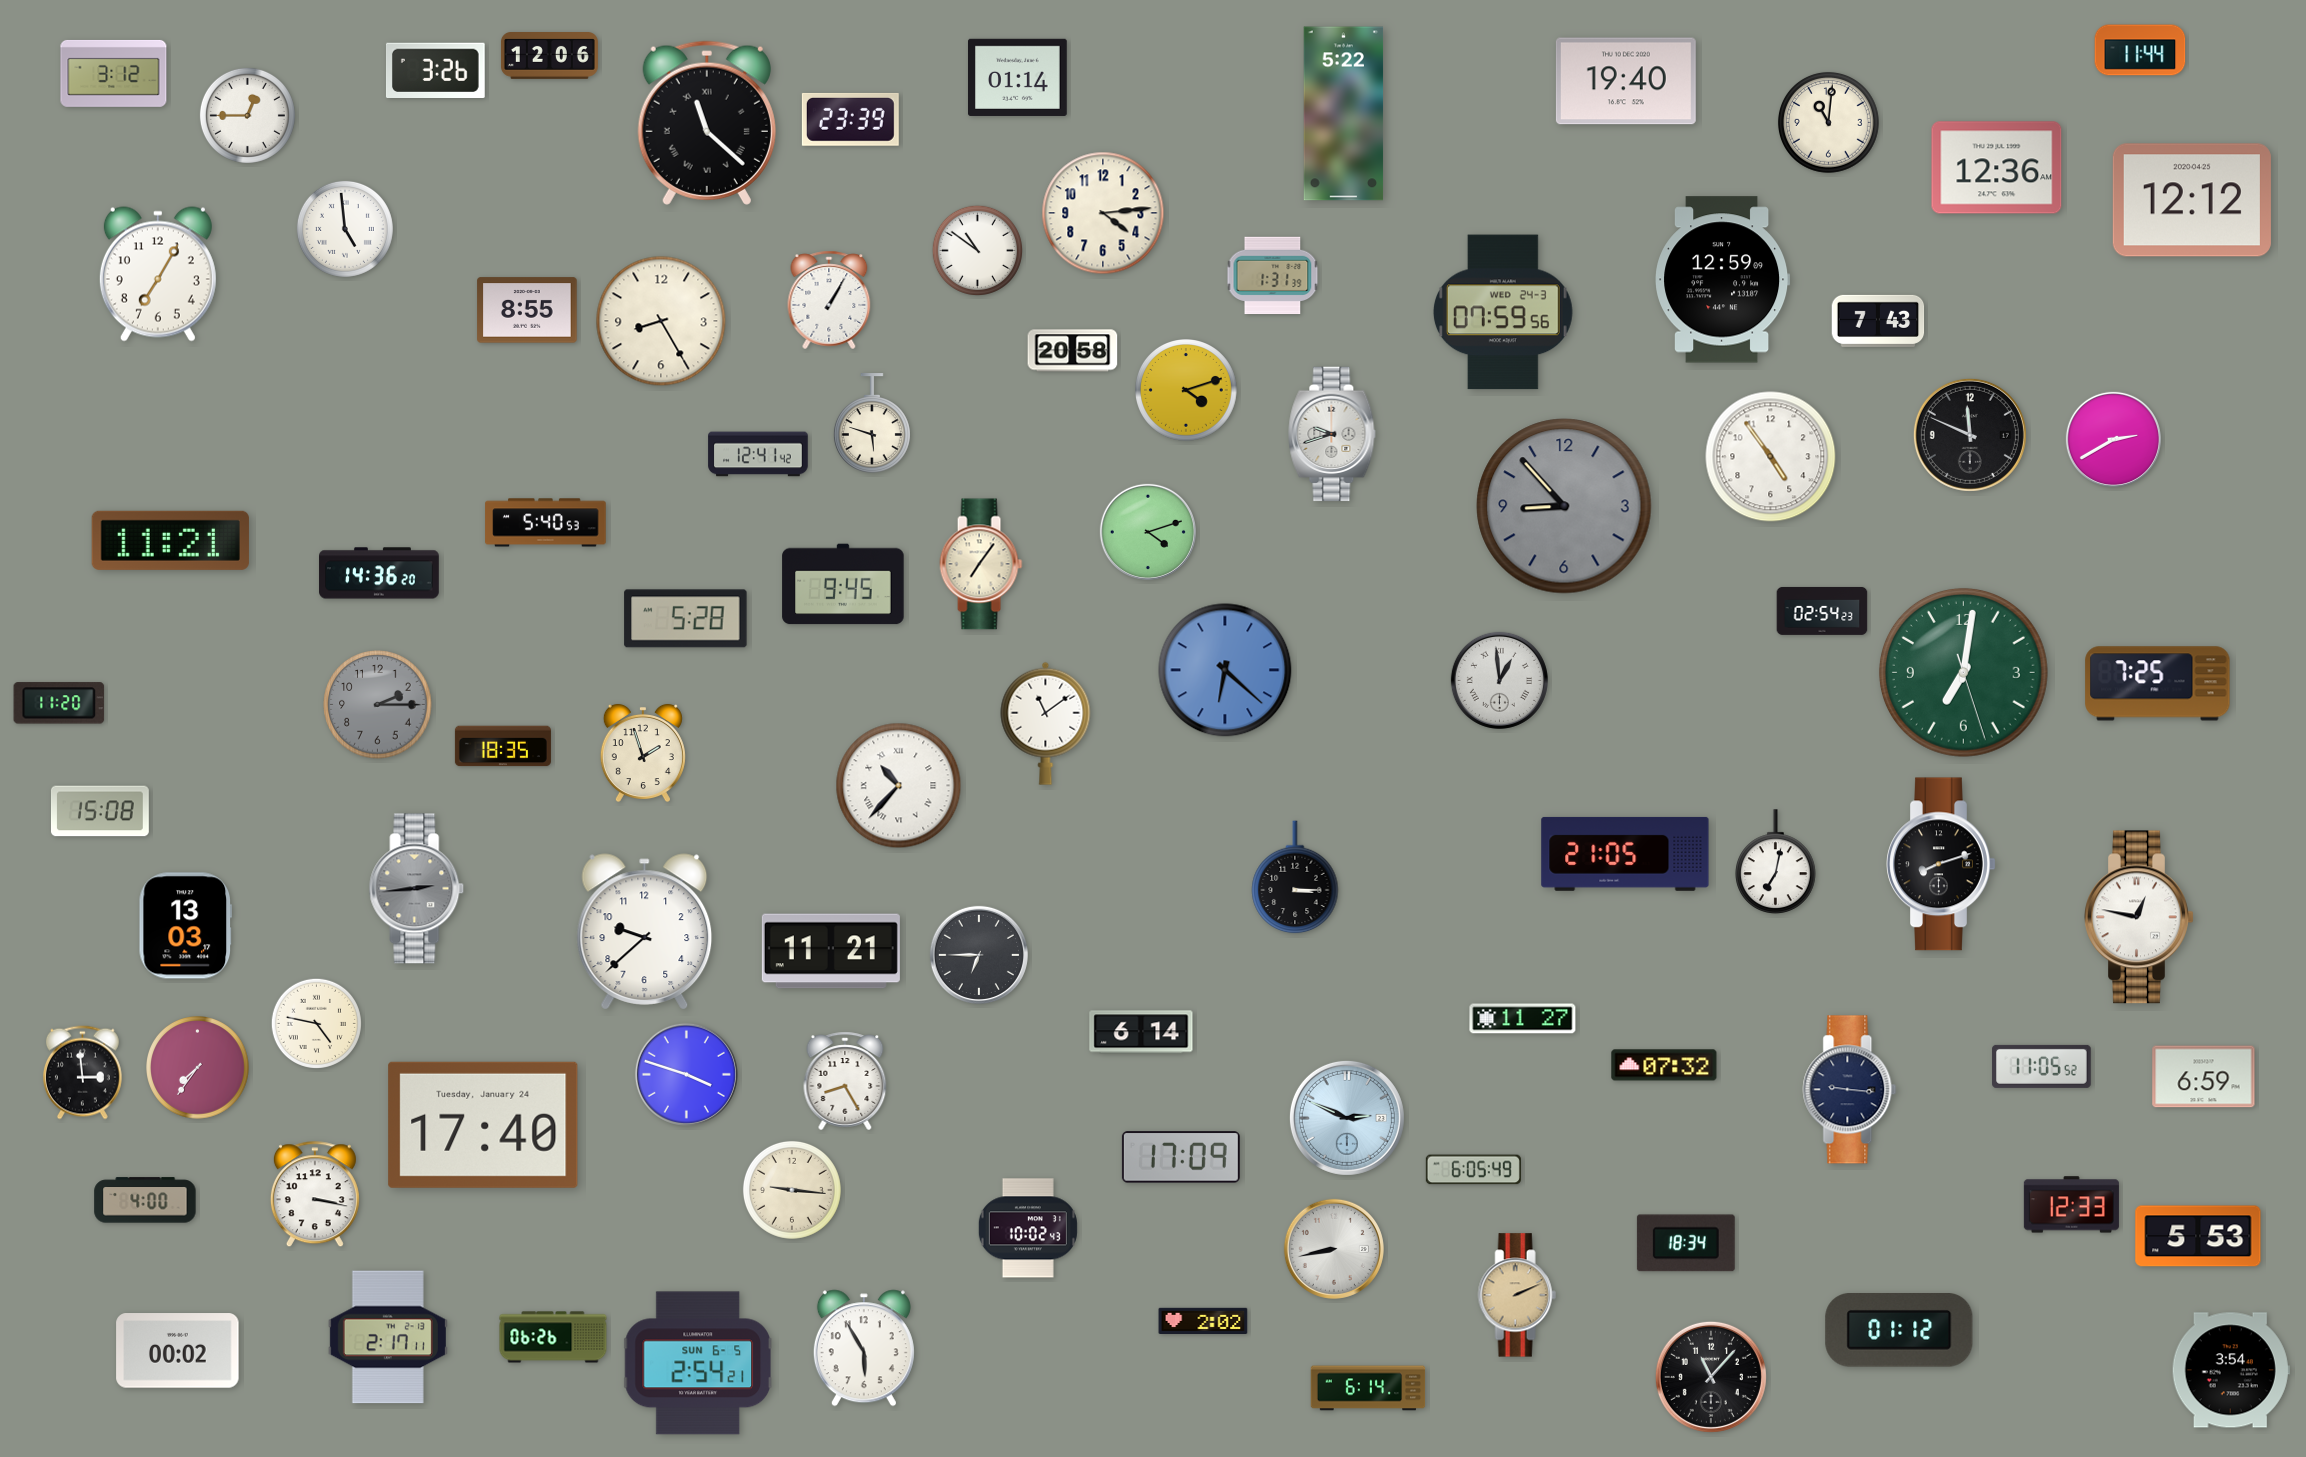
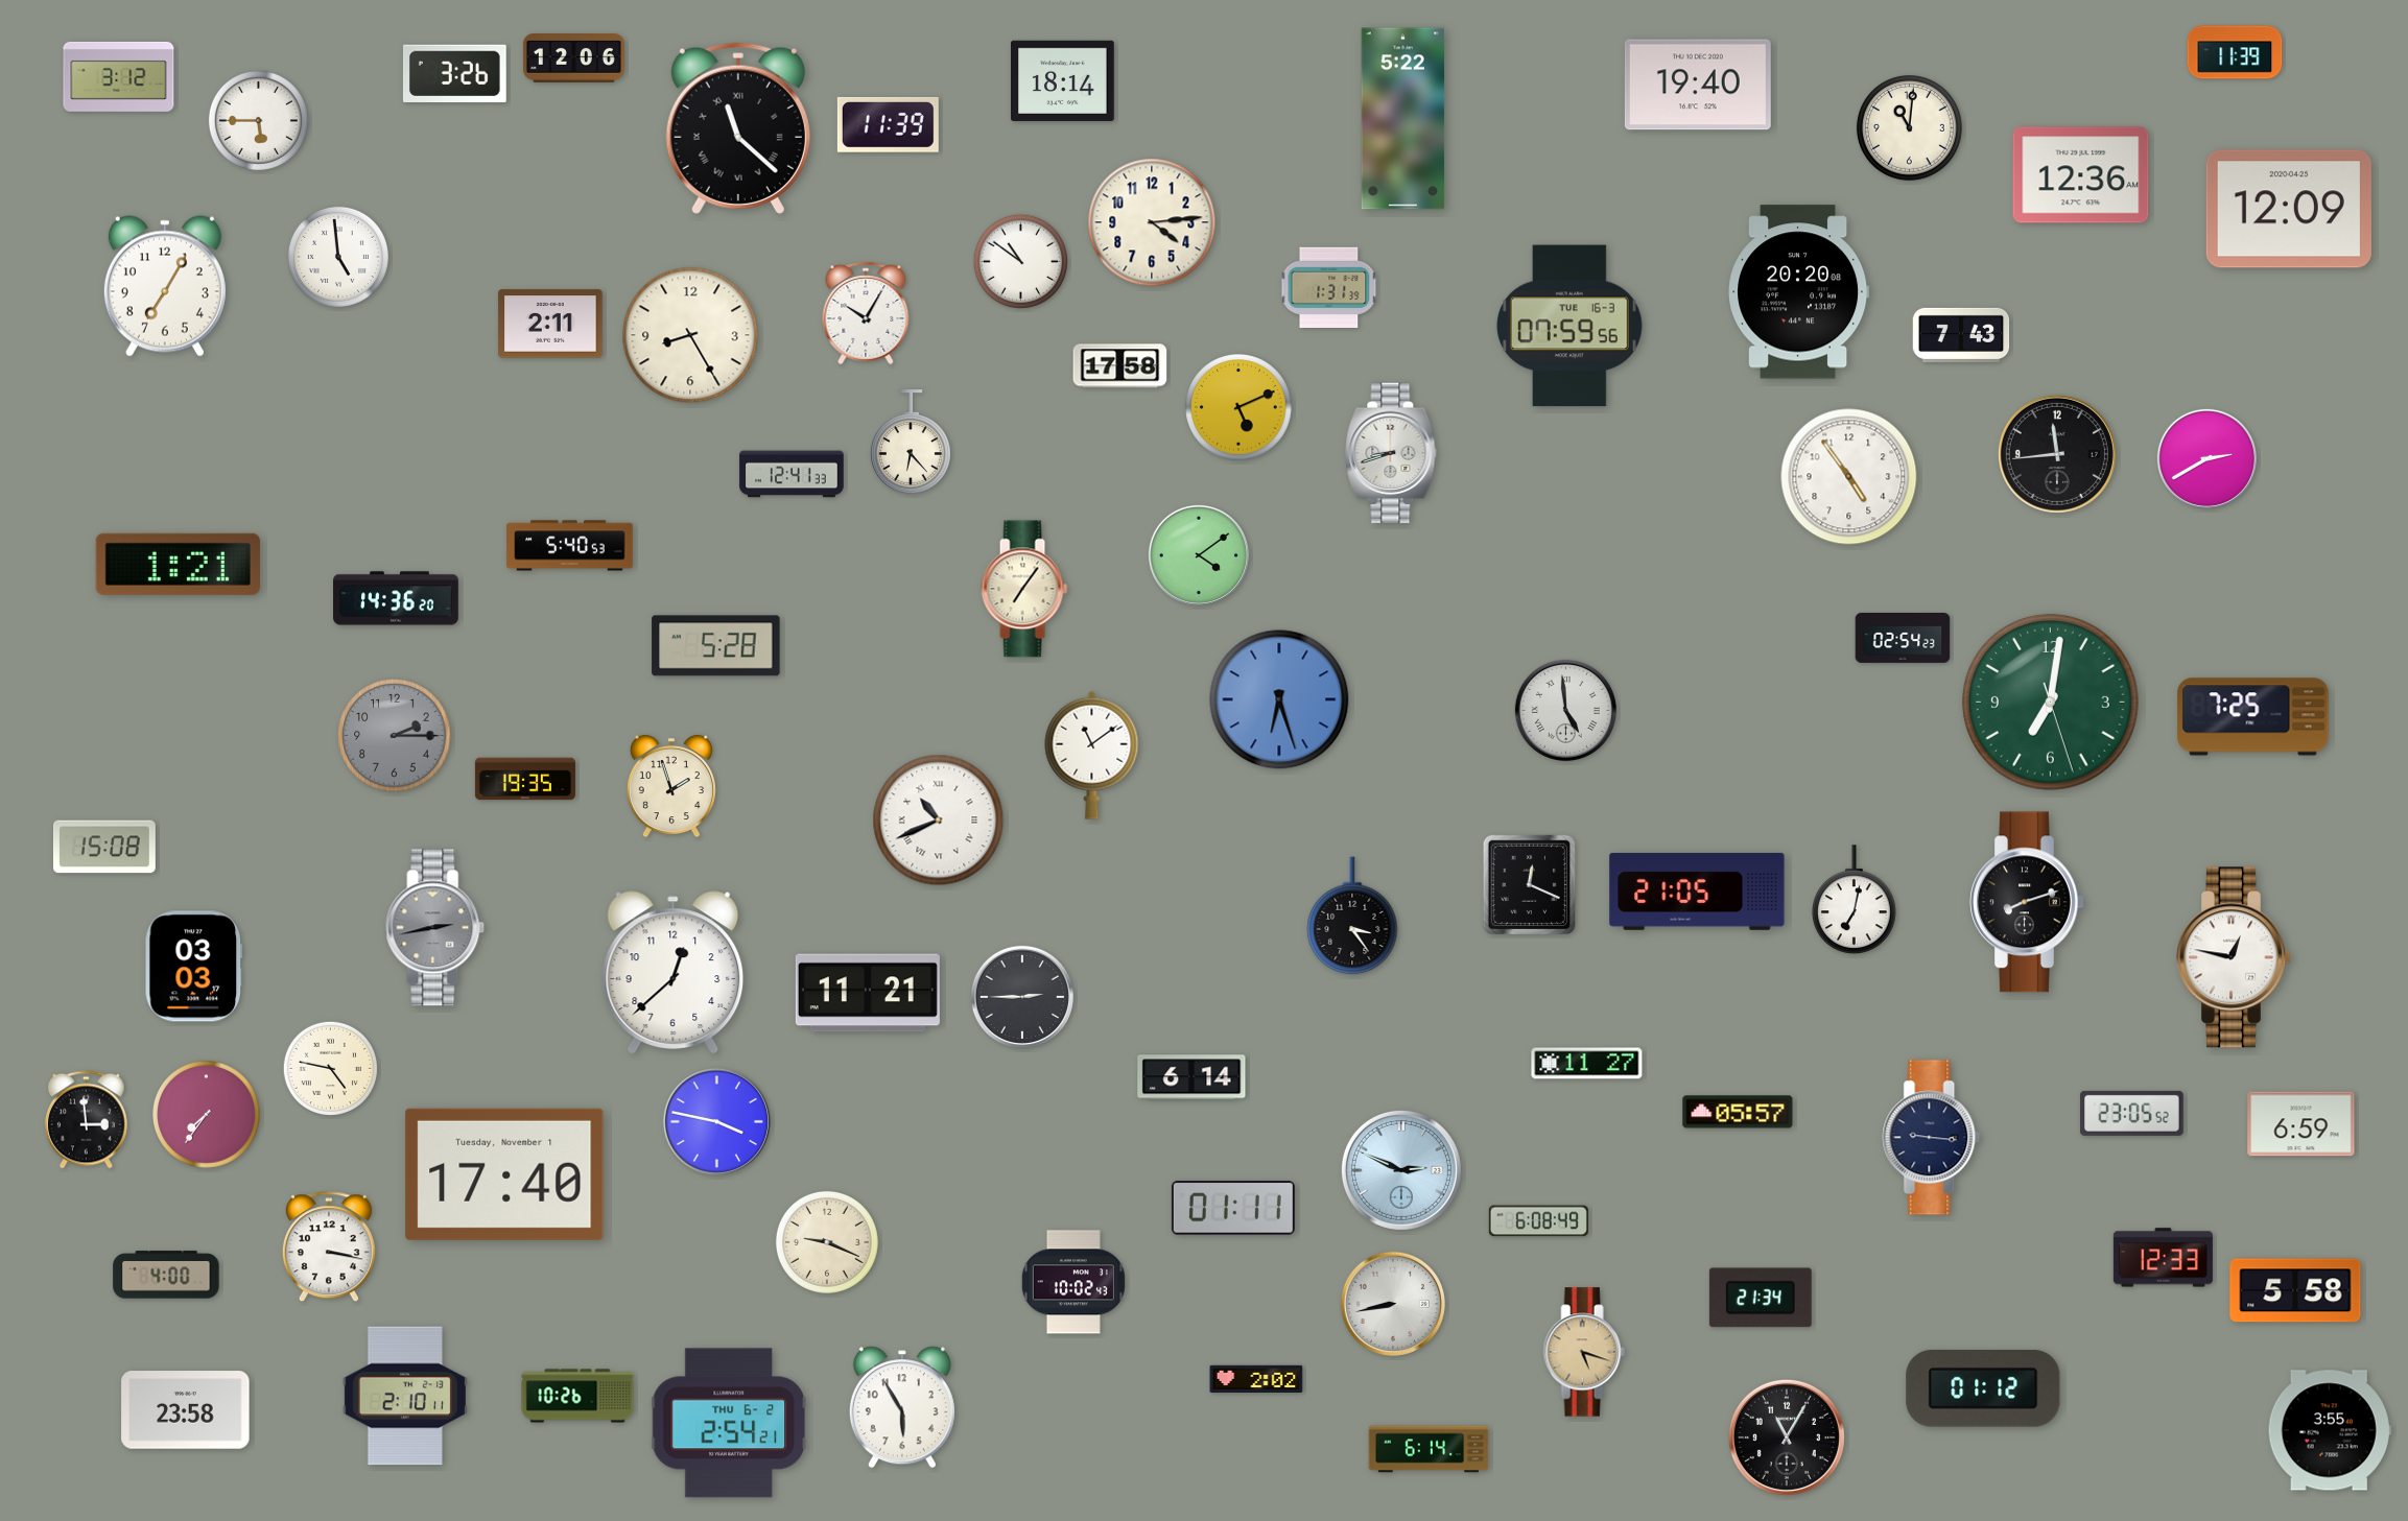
clock at (2140, 50): 11:44 -> 11:39
clock at (1018, 77): 01:14 -> 18:14
clock at (247, 115): 12:45 -> 5:45
clock at (850, 119): 23:39 -> 11:39
clock at (1997, 168) position: (1997, 168) -> (2081, 175)
clock at (2192, 200): 12:12 -> 12:09
clock at (345, 229) position: (345, 229) -> (338, 257)
clock at (1723, 280): 12:59 -> 20:20
clock at (829, 300): 1:05 -> 10:05
clock at (527, 310): 8:55 -> 2:11
clock at (1503, 312) date: WED 24-3 -> TUE 16-3
clock at (1073, 351): 20:58 -> 17:58
clock at (1187, 391): 4:12 -> 5:11
clock at (872, 423): 5:48 -> 6:23
clock at (1332, 434): 9:42 -> 8:42
clock at (1970, 435): 11:49 -> 11:44
clock at (758, 454): 12:41:42 -> 12:41:33
clock at (1564, 506): 8:53 -> none
clock at (1148, 532): 4:12 -> 4:09
clock at (170, 540): 11:21 -> 1:21
clock at (843, 584): 9:45 -> none
clock at (1225, 670): 6:22 -> 6:27
clock at (1499, 680): 12:59 -> 4:59
clock at (2158, 684) position: (2158, 684) -> (2253, 717)
clock at (59, 703): 11:20 -> none
clock at (503, 746): 18:35 -> 19:35
clock at (899, 786): 10:37 -> 10:41
clock at (1529, 884): none -> 12:19
clock at (1295, 878): 3:15 -> 3:24
clock at (417, 889): 2:44 -> 2:43
clock at (185, 926): 13:03 -> 03:03
clock at (645, 932): 9:38 -> 12:38
clock at (979, 955): 6:45 -> 2:45
clock at (1523, 1019) position: (1523, 1019) -> (1587, 1064)
clock at (1664, 1065): 07:32 -> 05:57
clock at (2042, 1066): 11:05 -> 23:05
clock at (686, 1074): 3:48 -> 3:47
clock at (845, 1081): 8:25 -> none
clock at (1347, 1118) position: (1347, 1118) -> (1401, 1170)
clock at (483, 1125) date: Tuesday, January 24 -> Tuesday, November 1
clock at (1181, 1157): 17:09 -> 01:11
clock at (1473, 1170): 6:05 -> 6:08
clock at (792, 1190): 9:16 -> 9:19
clock at (145, 1200) position: (145, 1200) -> (166, 1275)
clock at (2198, 1236): 5:53 -> 5:58
clock at (1686, 1243): 18:34 -> 21:34
clock at (1517, 1295): 2:11 -> 5:18
clock at (388, 1337): 2:17 -> 2:10
clock at (553, 1337): 06:26 -> 10:26
clock at (178, 1351): 00:02 -> 23:58
clock at (697, 1363) date: SUN 6-5 -> THU 6-2
clock at (2231, 1370): 3:54 -> 3:55
clock at (1711, 1377): 11:07 -> 11:05
